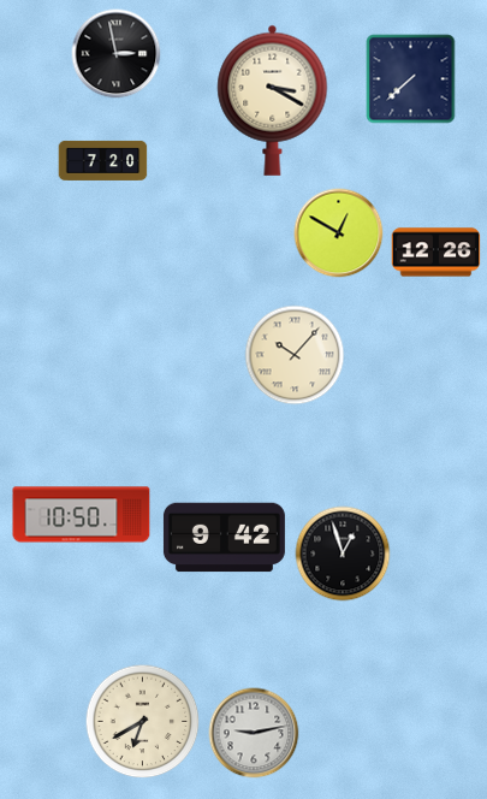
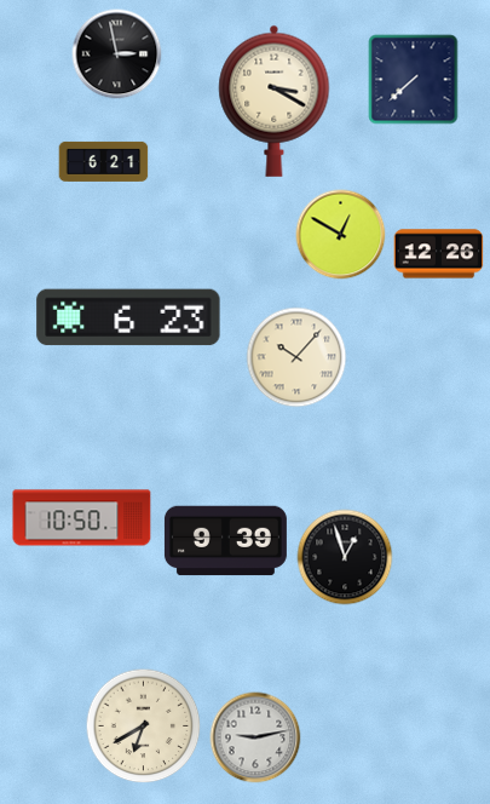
clock at (103, 160): 7:20 -> 6:21
clock at (128, 317): none -> 6:23
clock at (224, 538): 9:42 -> 9:39
